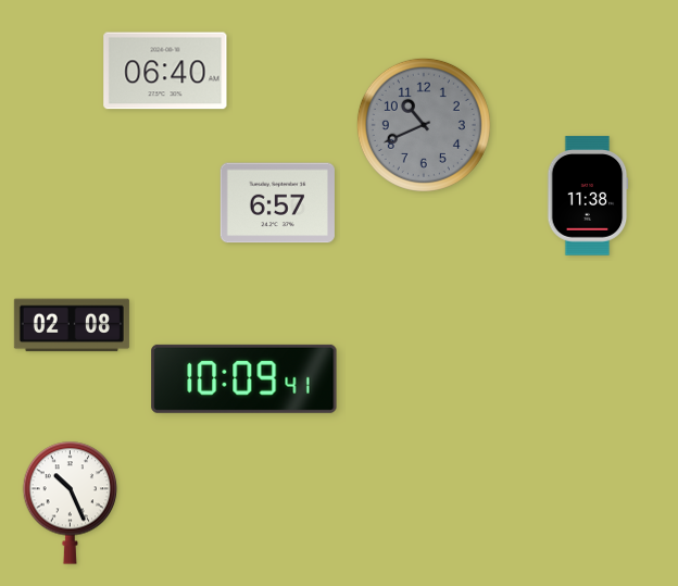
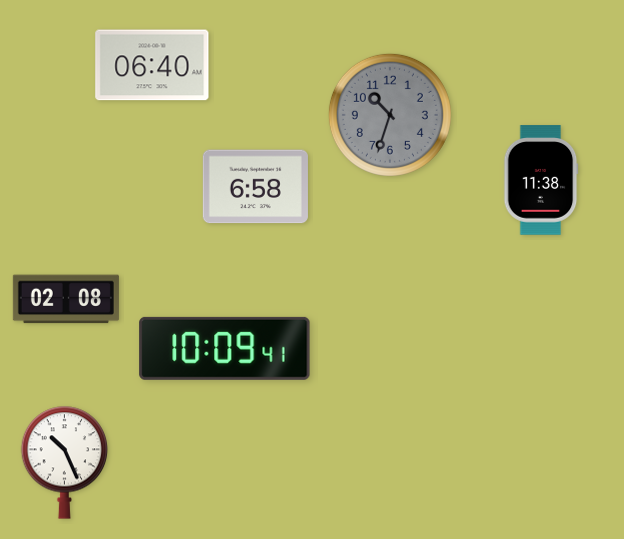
clock at (424, 125): 10:41 -> 10:33
clock at (277, 203): 6:57 -> 6:58
